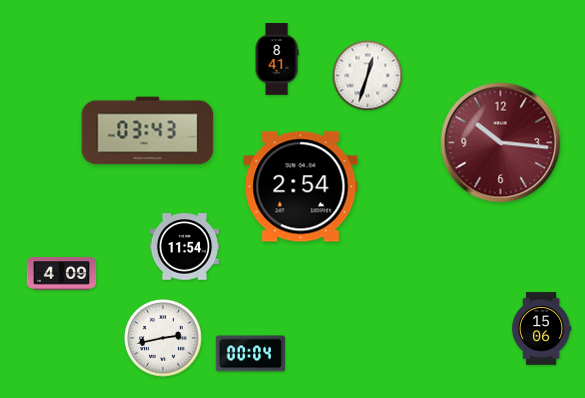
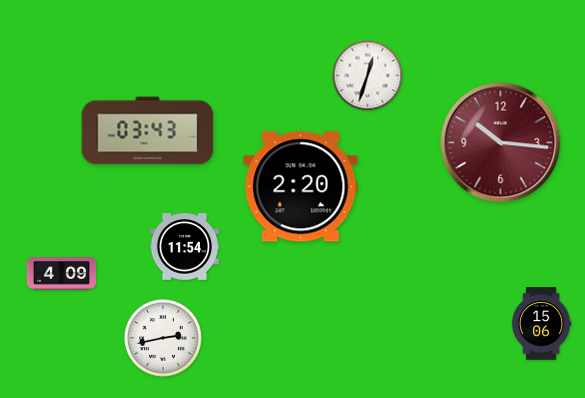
clock at (277, 59): 8:41 -> none
clock at (301, 187): 2:54 -> 2:20
clock at (541, 329) position: (541, 329) -> (541, 324)
clock at (251, 354): 00:04 -> none
